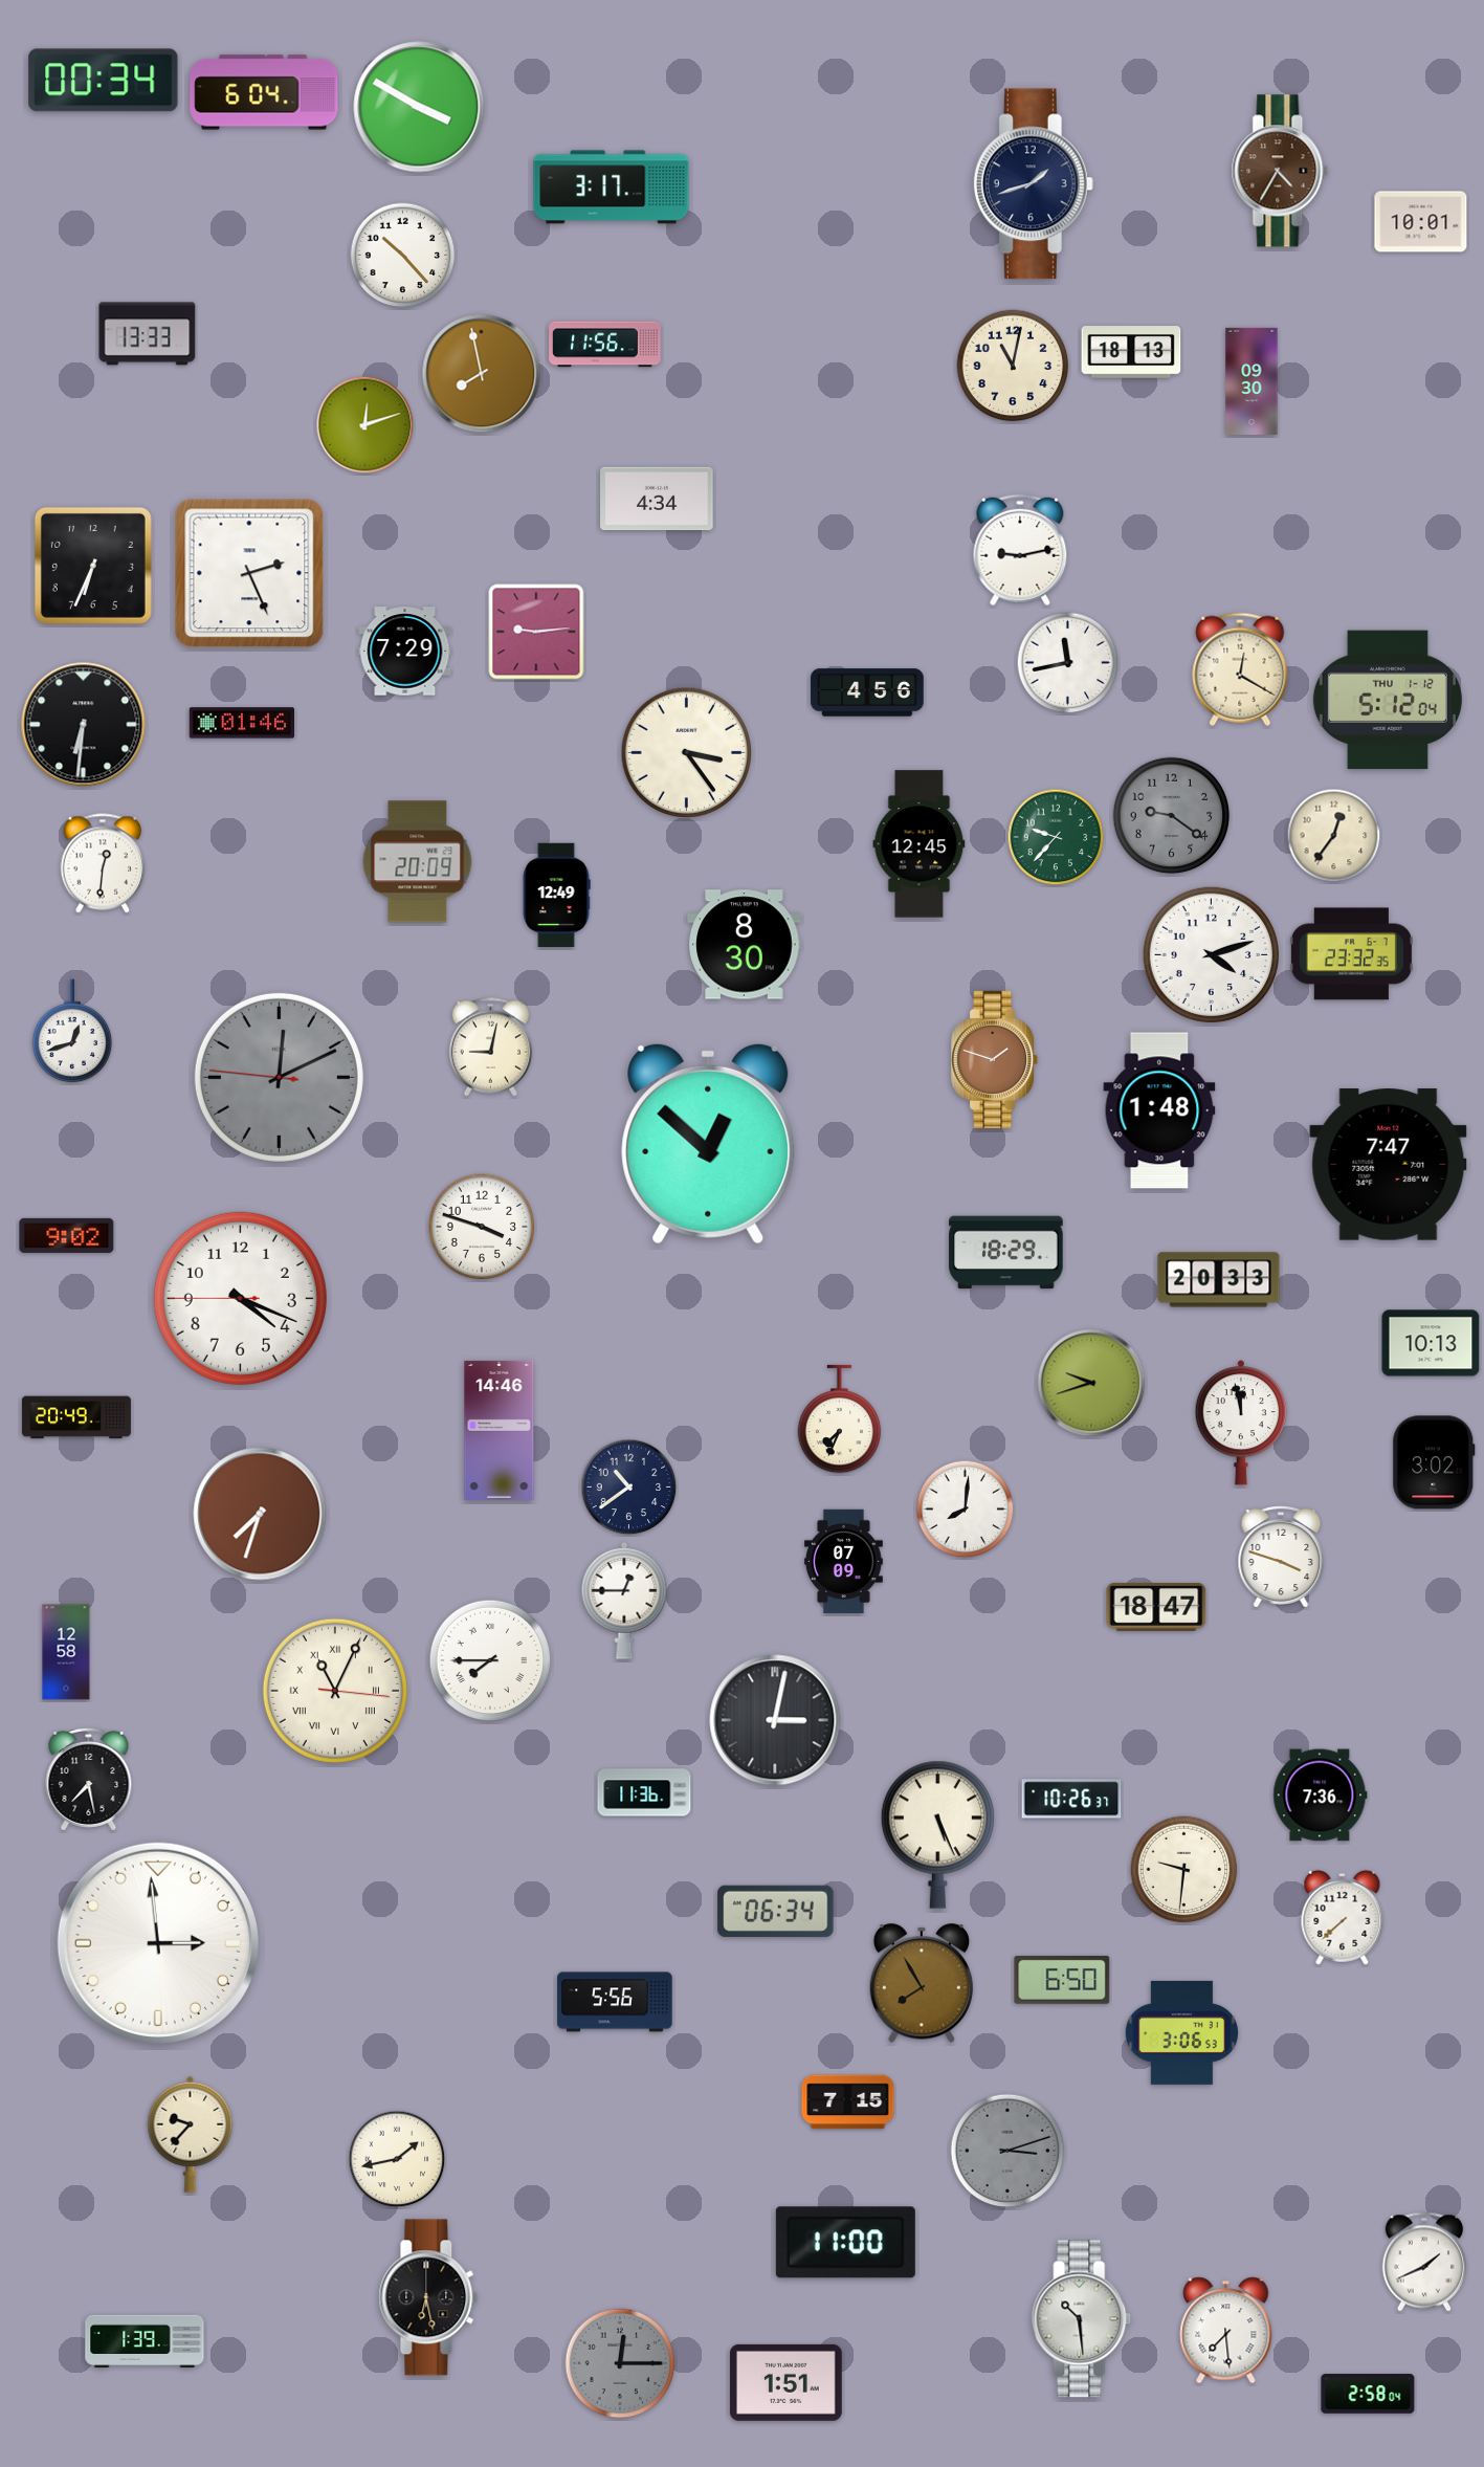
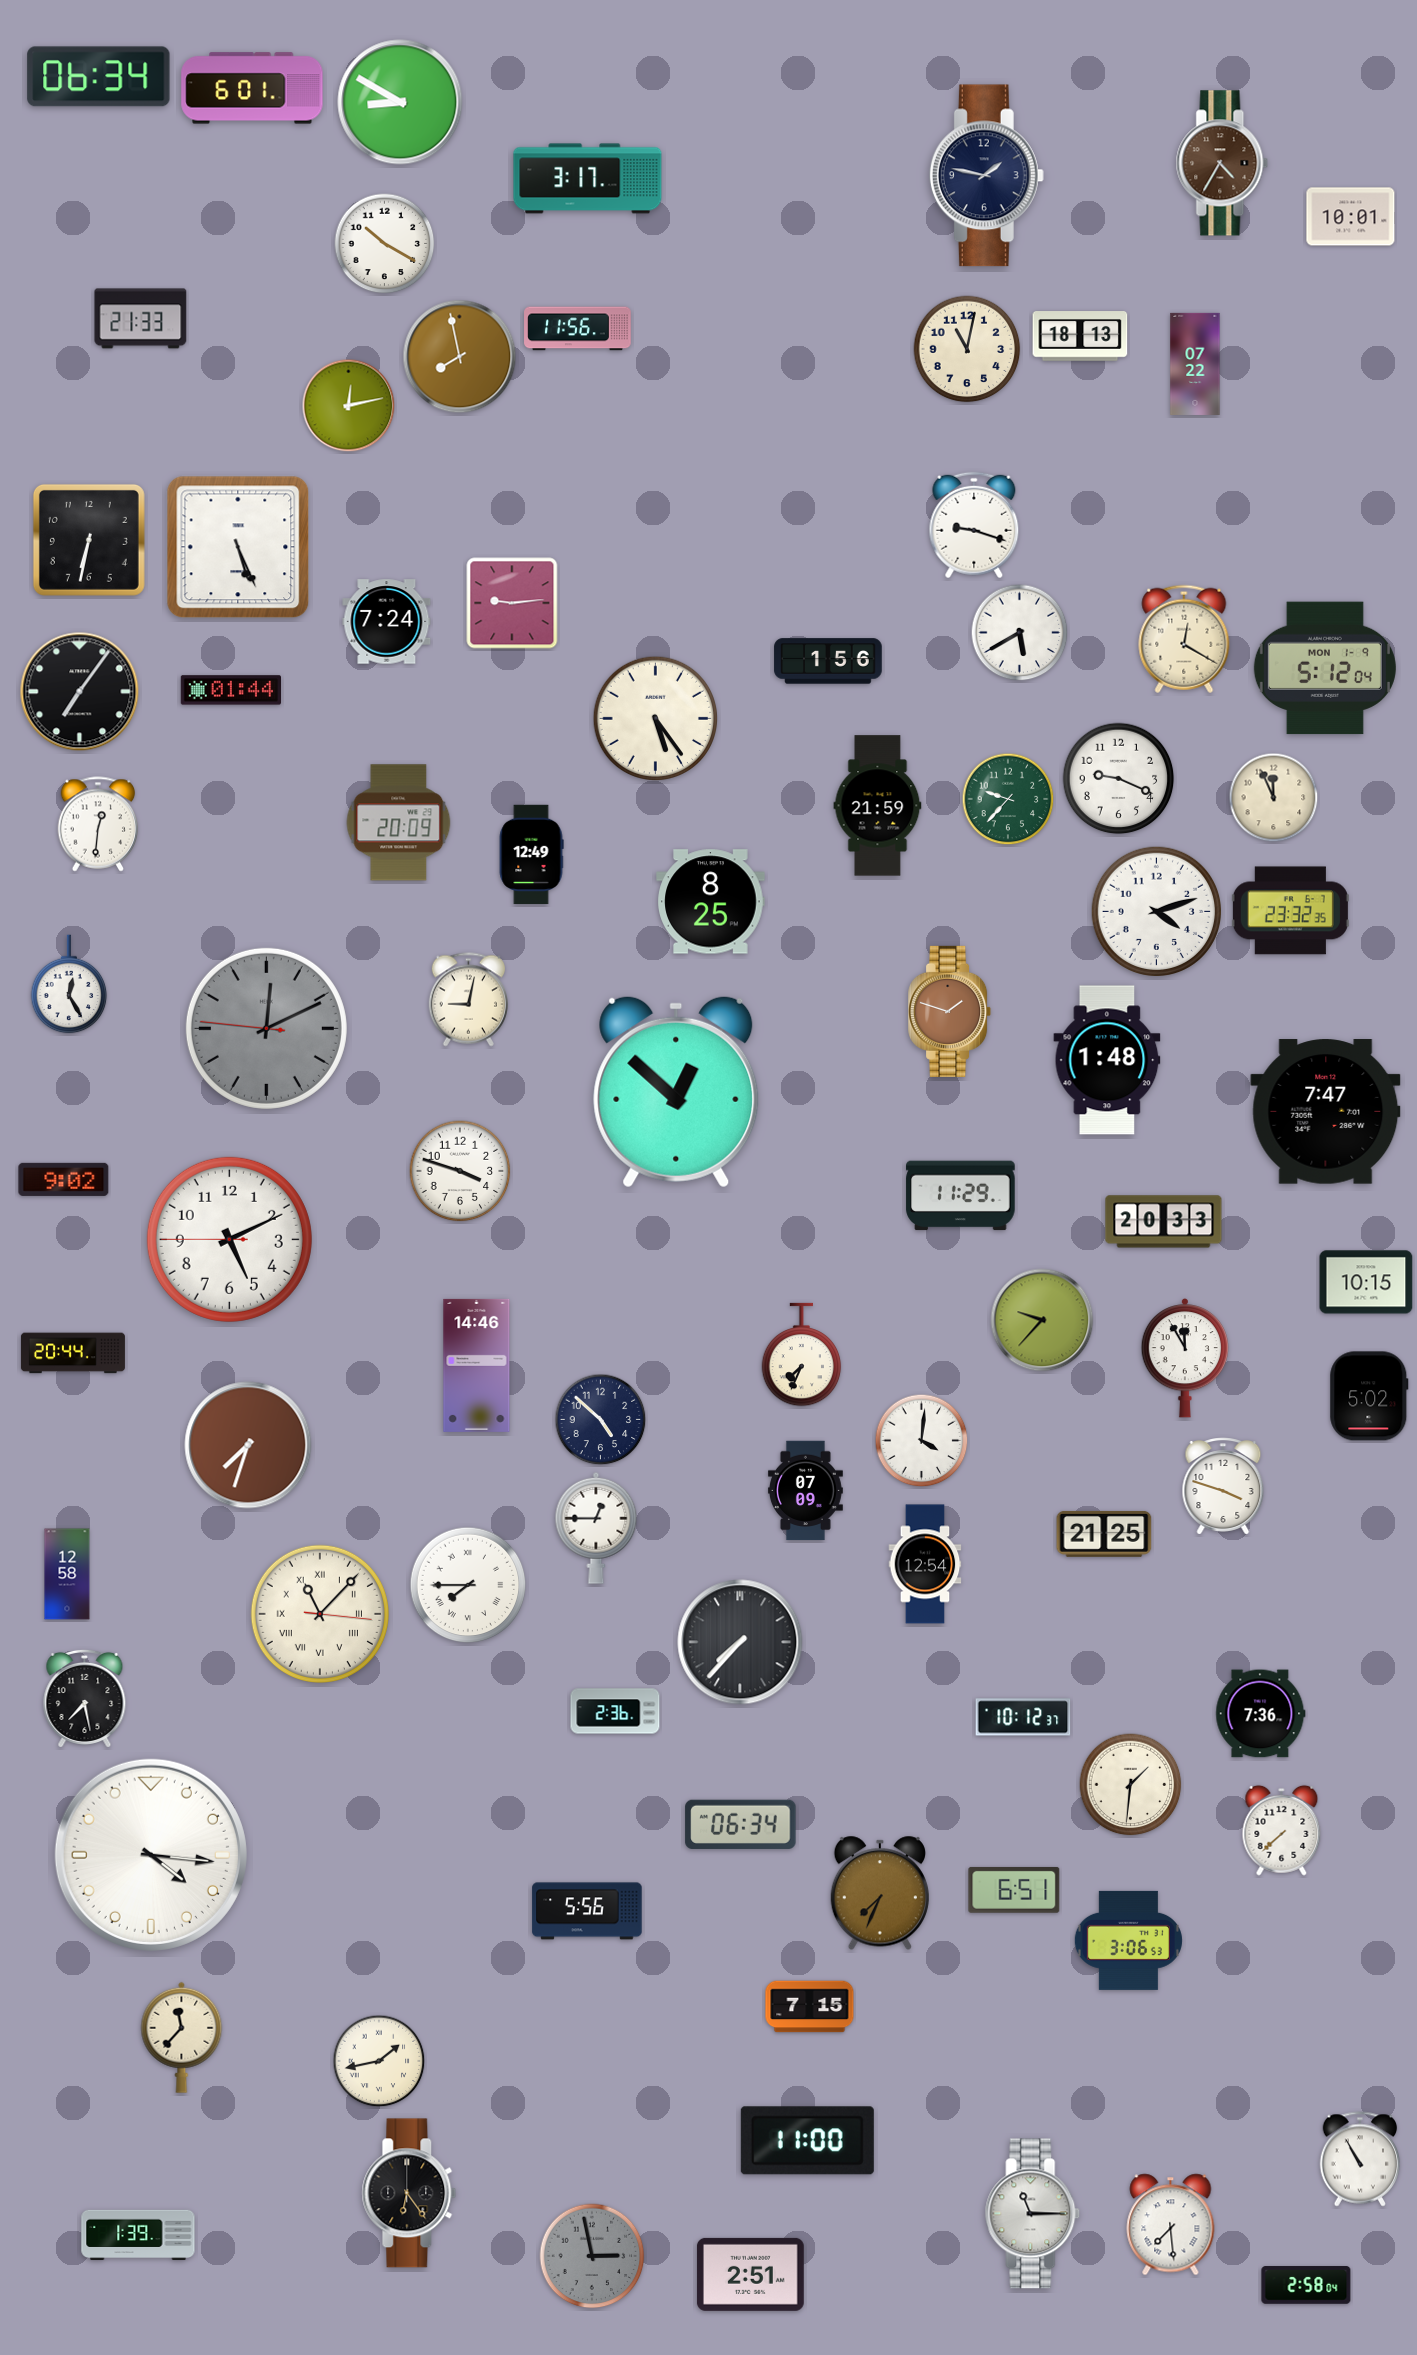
clock at (104, 81): 00:34 -> 06:34
clock at (264, 92): 6:04 -> 6:01
clock at (419, 107): 3:50 -> 8:50
clock at (1033, 184): 1:42 -> 1:47
clock at (612, 188) position: (612, 188) -> (588, 179)
clock at (1421, 222) position: (1421, 222) -> (1351, 217)
clock at (403, 256): 10:23 -> 10:20
clock at (148, 334): 13:33 -> 21:33
clock at (1252, 381): 09:30 -> 07:22
clock at (366, 425): 12:12 -> 12:13
clock at (657, 499): 4:34 -> none
clock at (1020, 550): 9:13 -> 9:18
clock at (93, 566): 6:34 -> 6:32
clock at (249, 573): 2:26 -> 5:26
clock at (405, 652): 7:29 -> 7:24
clock at (1068, 663): 11:43 -> 5:40
clock at (867, 692): 4:56 -> 1:56
clock at (1388, 700) date: THU 1-12 -> MON 1-9
clock at (241, 723): 01:46 -> 01:44
clock at (84, 725): 6:31 -> 7:06
clock at (687, 753): 3:24 -> 5:24
clock at (1172, 816): 9:21 -> 9:19
clock at (1172, 816) dial: grey -> white
clock at (1334, 836): 12:36 -> 11:56
clock at (920, 844): 12:45 -> 21:59
clock at (745, 945): 8:30 -> 8:25
clock at (72, 1031): 12:42 -> 12:25
clock at (1006, 1253): 18:29 -> 11:29
clock at (240, 1298): 4:18 -> 5:10
clock at (1431, 1343): 10:13 -> 10:15
clock at (1091, 1383): 9:42 -> 9:37
clock at (76, 1417): 20:49 -> 20:44
clock at (1240, 1424): 11:58 -> 11:55
clock at (1434, 1462): 3:02 -> 5:02
clock at (629, 1488): 10:39 -> 4:52
clock at (966, 1510): 8:01 -> 4:01
clock at (1156, 1607): 18:47 -> 21:25
clock at (925, 1564): none -> 12:54
clock at (66, 1652) position: (66, 1652) -> (67, 1574)
clock at (335, 1691): 11:04 -> 11:07
clock at (775, 1720): 3:02 -> 7:37
clock at (644, 1792): 11:36 -> 2:36
clock at (1071, 1799): 10:26 -> 10:12
clock at (937, 1834): 5:26 -> none
clock at (1184, 1870): 9:31 -> 1:31
clock at (158, 1943): 2:59 -> 4:16
clock at (1062, 1980): 6:50 -> 6:51
clock at (922, 1983): 7:55 -> 7:34
clock at (191, 2134): 9:37 -> 11:37
clock at (1007, 2151): 3:12 -> none
clock at (1424, 2262): 1:41 -> 10:55
clock at (428, 2297): 6:28 -> 6:24
clock at (1082, 2319): 10:29 -> 11:15
clock at (620, 2363): 12:15 -> 2:58
clock at (787, 2382): 1:51 -> 2:51
